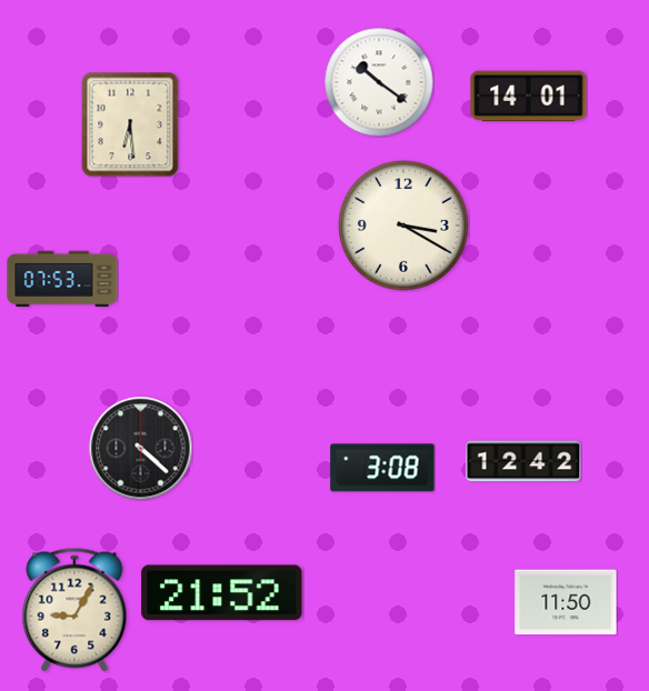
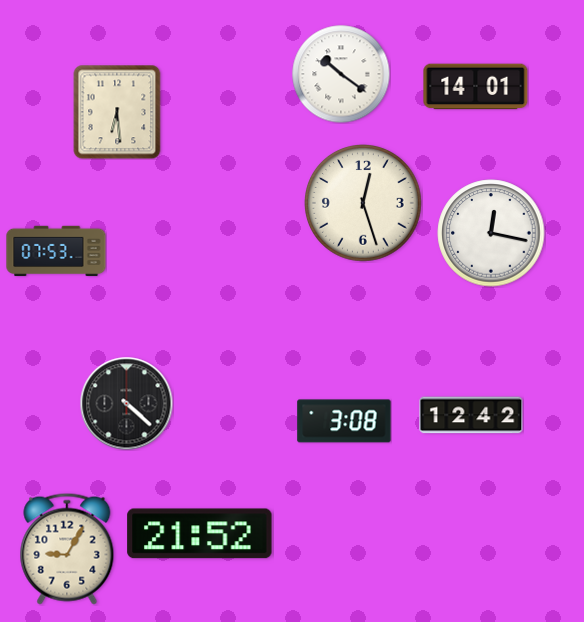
clock at (405, 227): 3:20 -> 12:27
clock at (491, 233): none -> 12:17
clock at (566, 602): 11:50 -> none
